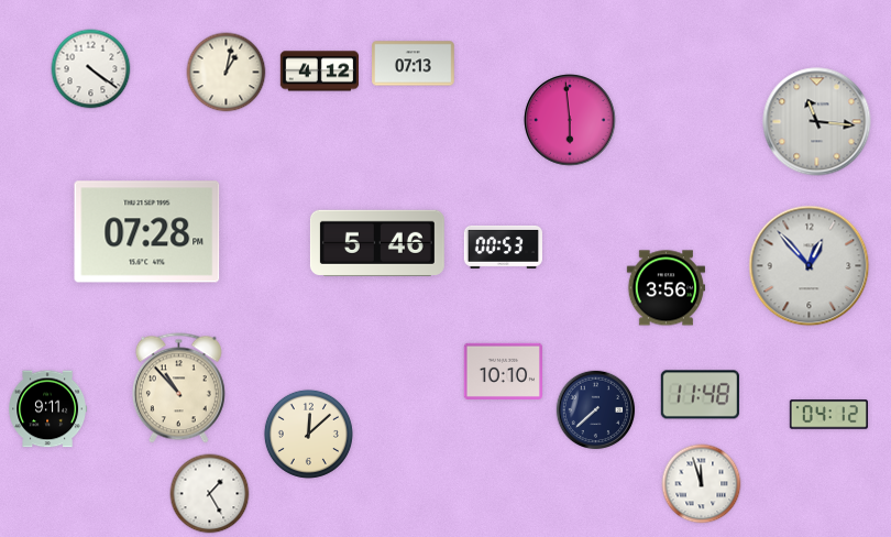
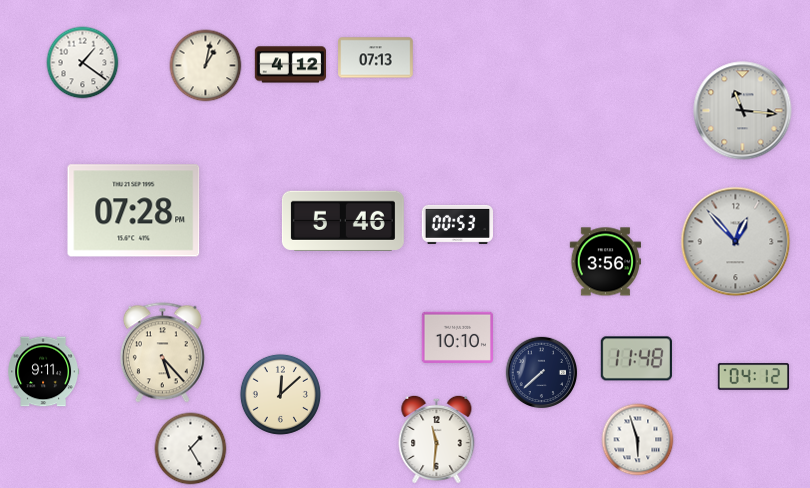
clock at (91, 69): 4:21 -> 1:21
clock at (570, 120): 5:59 -> none
clock at (178, 388): 10:53 -> 5:23
clock at (437, 438): none -> 11:31
clock at (702, 484): 11:57 -> 5:57
